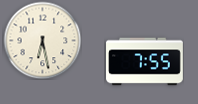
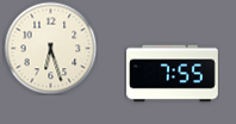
clock at (42, 40): 6:28 -> 6:27
